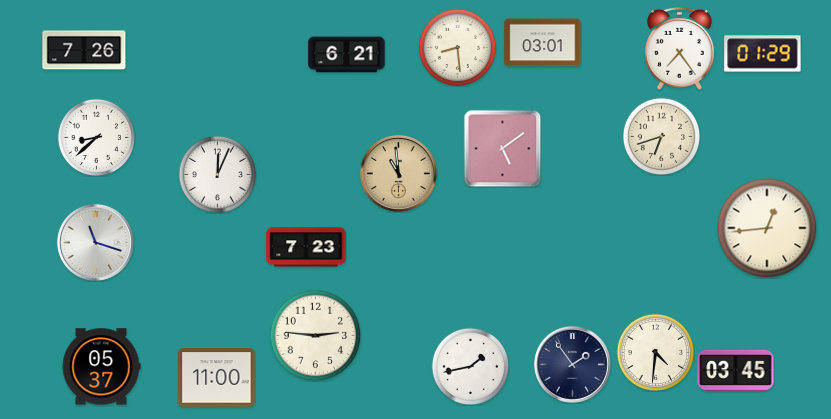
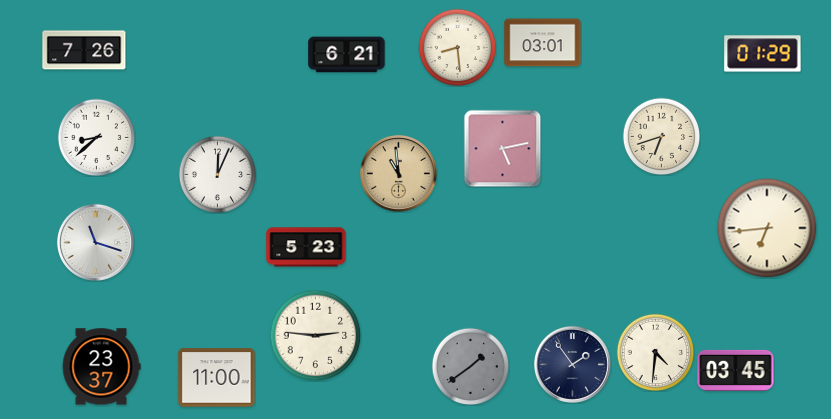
clock at (680, 48): 7:24 -> none
clock at (502, 148): 5:09 -> 5:13
clock at (767, 228): 12:44 -> 6:44
clock at (306, 247): 7:23 -> 5:23
clock at (470, 366): 1:43 -> 1:39
clock at (470, 366) dial: white -> grey
clock at (101, 367): 05:37 -> 23:37
